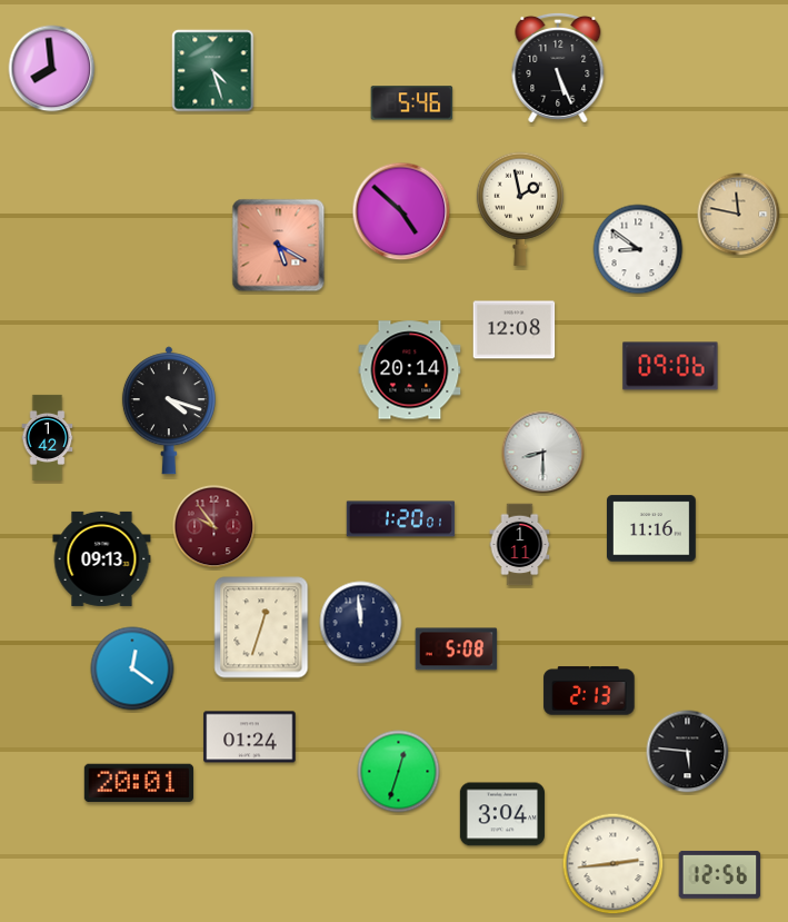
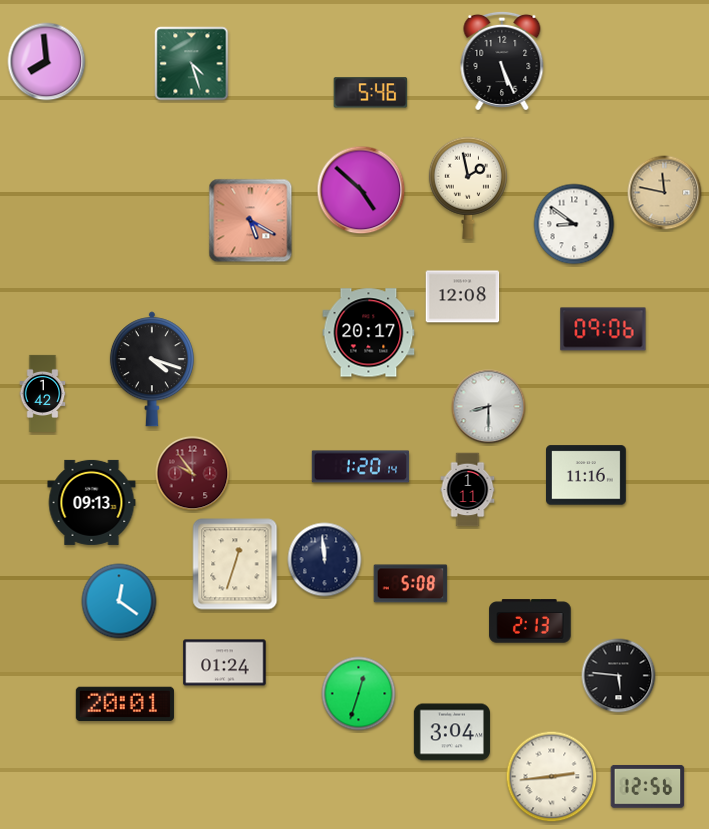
clock at (410, 370): 20:14 -> 20:17
clock at (401, 519): 1:20:01 -> 1:20:14
